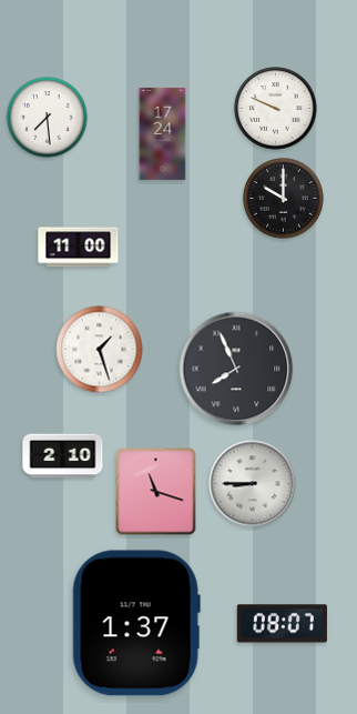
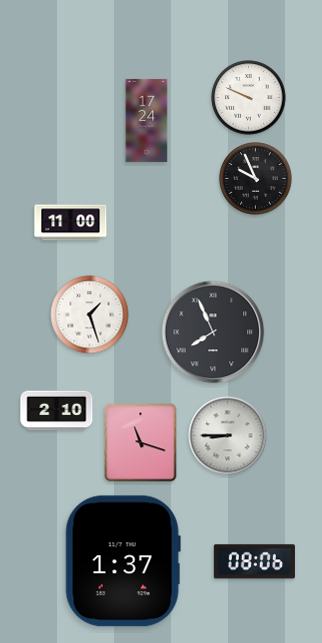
clock at (48, 118): 7:29 -> none
clock at (284, 199): 10:00 -> 9:56
clock at (282, 624): 08:07 -> 08:06
